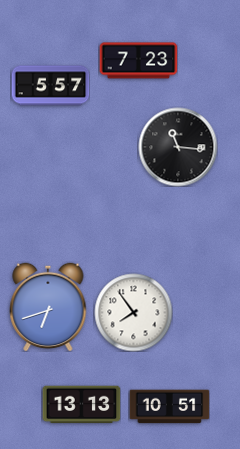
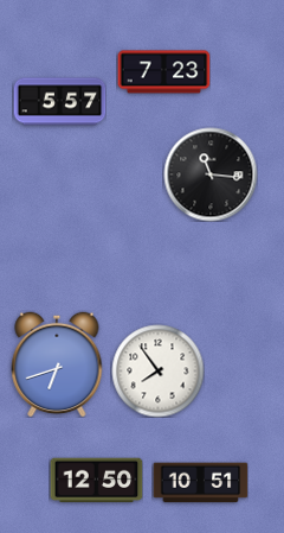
clock at (81, 405): 13:13 -> 12:50
